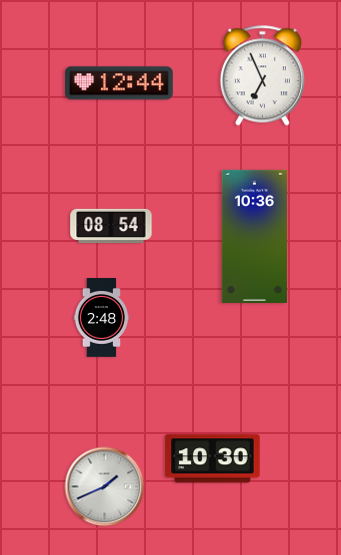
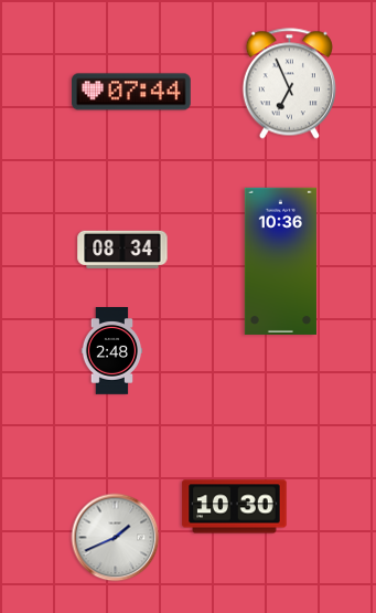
clock at (119, 83): 12:44 -> 07:44
clock at (111, 226): 08:54 -> 08:34
